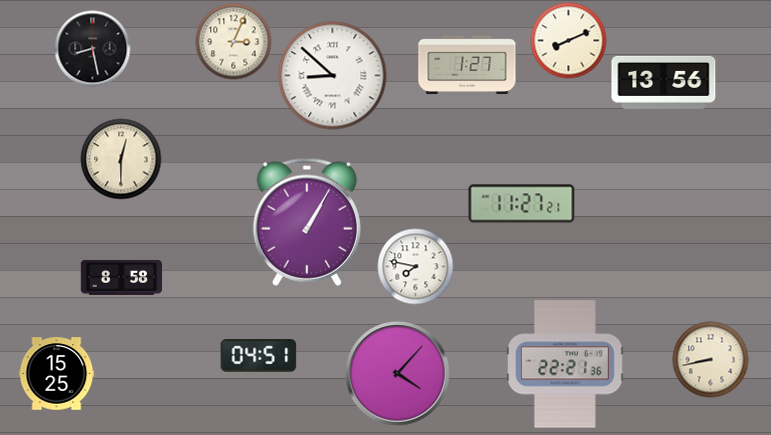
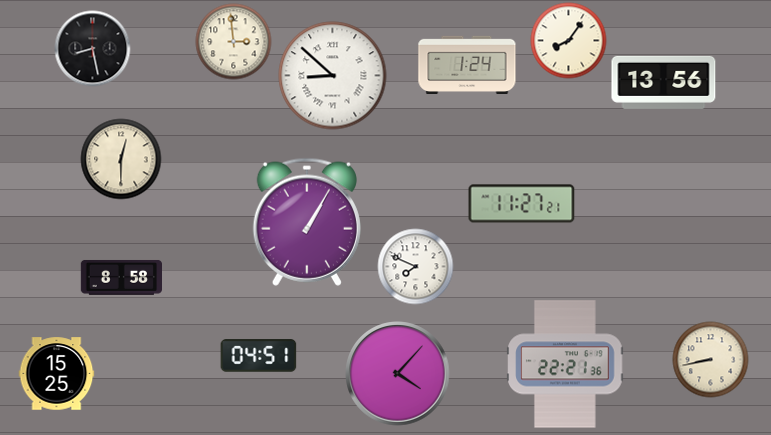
clock at (569, 41): 8:11 -> 8:06
clock at (234, 42): 3:04 -> 2:59
clock at (467, 64): 1:27 -> 1:24
clock at (416, 267): 7:47 -> 7:49
